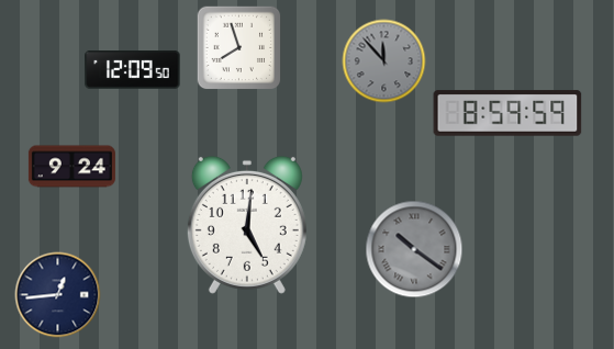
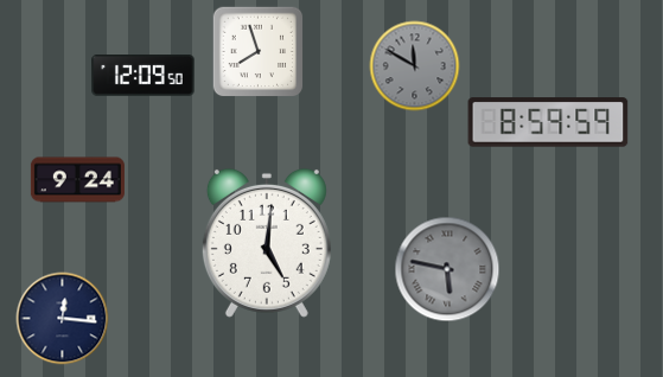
clock at (384, 61): 11:53 -> 11:50
clock at (414, 249): 10:21 -> 5:47
clock at (58, 295): 12:44 -> 12:16
